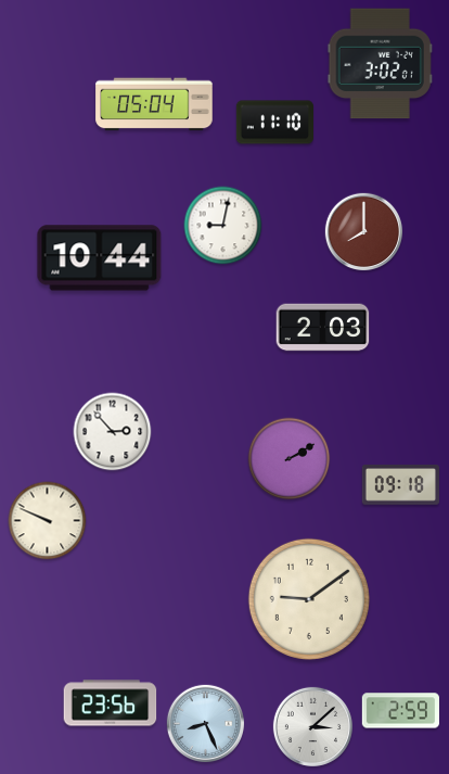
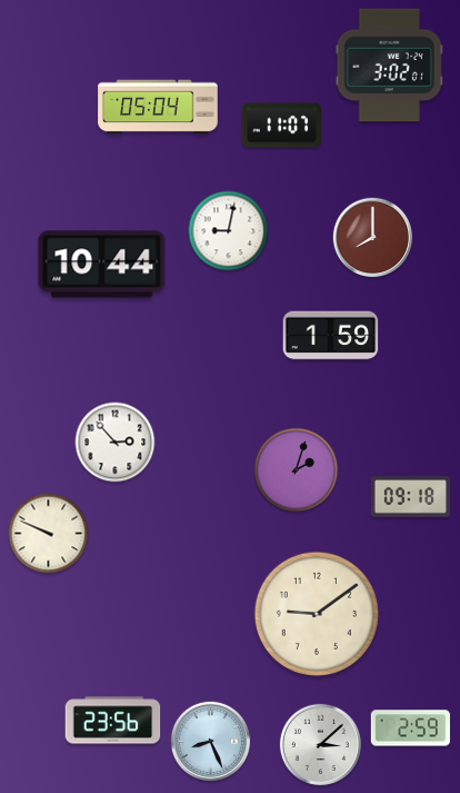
clock at (274, 123): 11:10 -> 11:07
clock at (323, 328): 2:03 -> 1:59
clock at (290, 459): 2:10 -> 2:03
